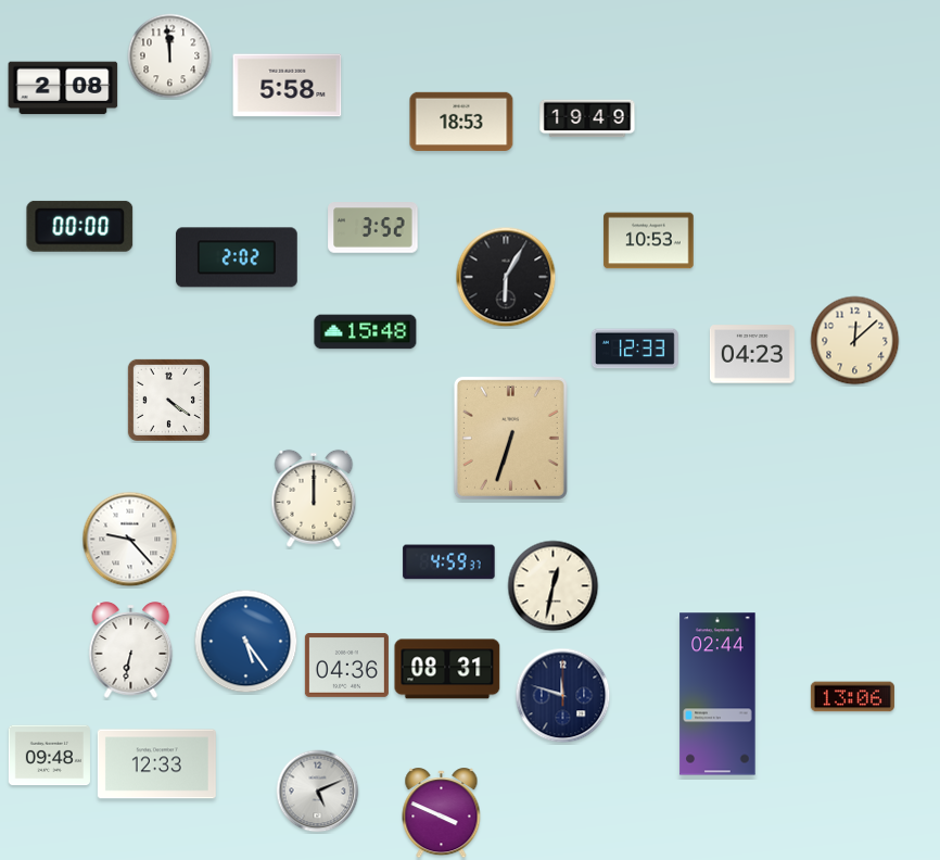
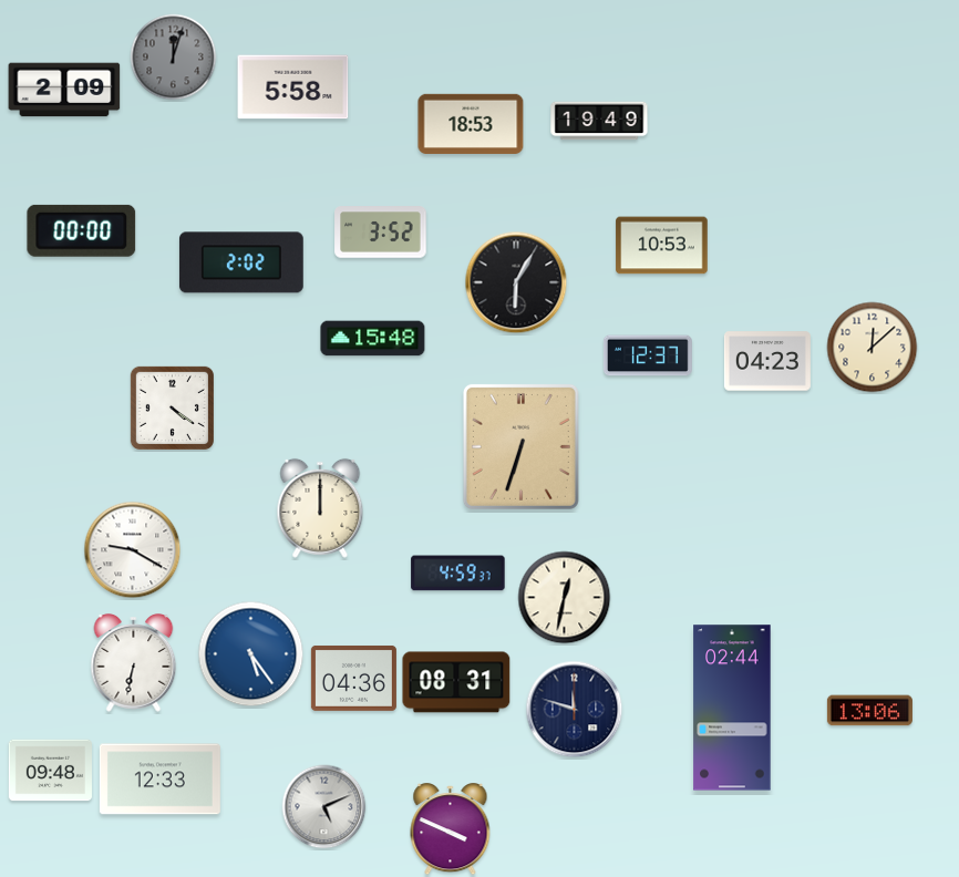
clock at (170, 56): 11:59 -> 12:03
clock at (170, 56) dial: white -> grey
clock at (63, 88): 2:08 -> 2:09
clock at (635, 349): 12:33 -> 12:37
clock at (130, 540): 9:23 -> 9:20
